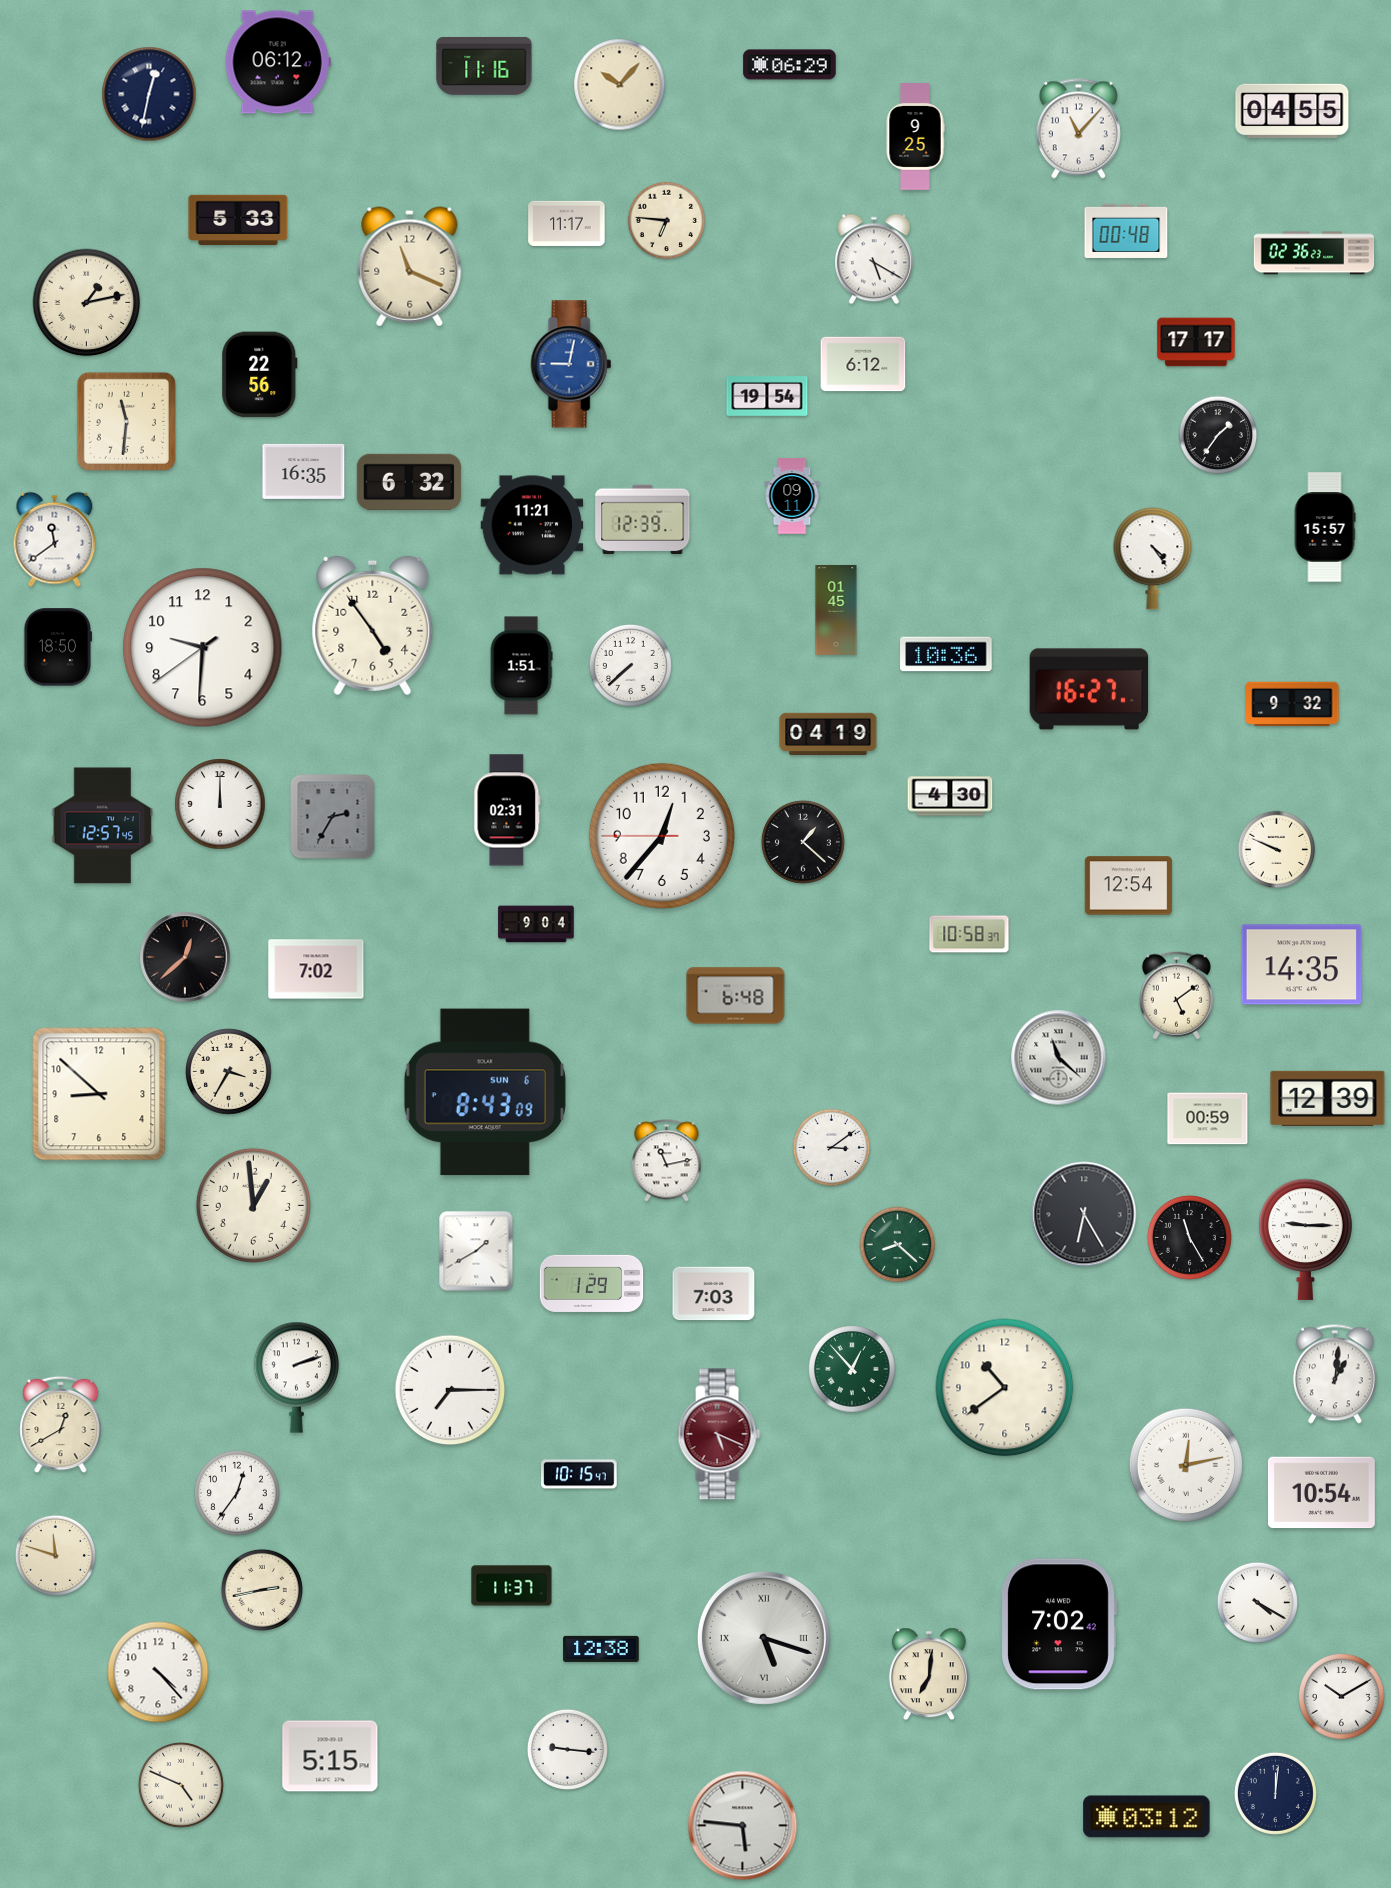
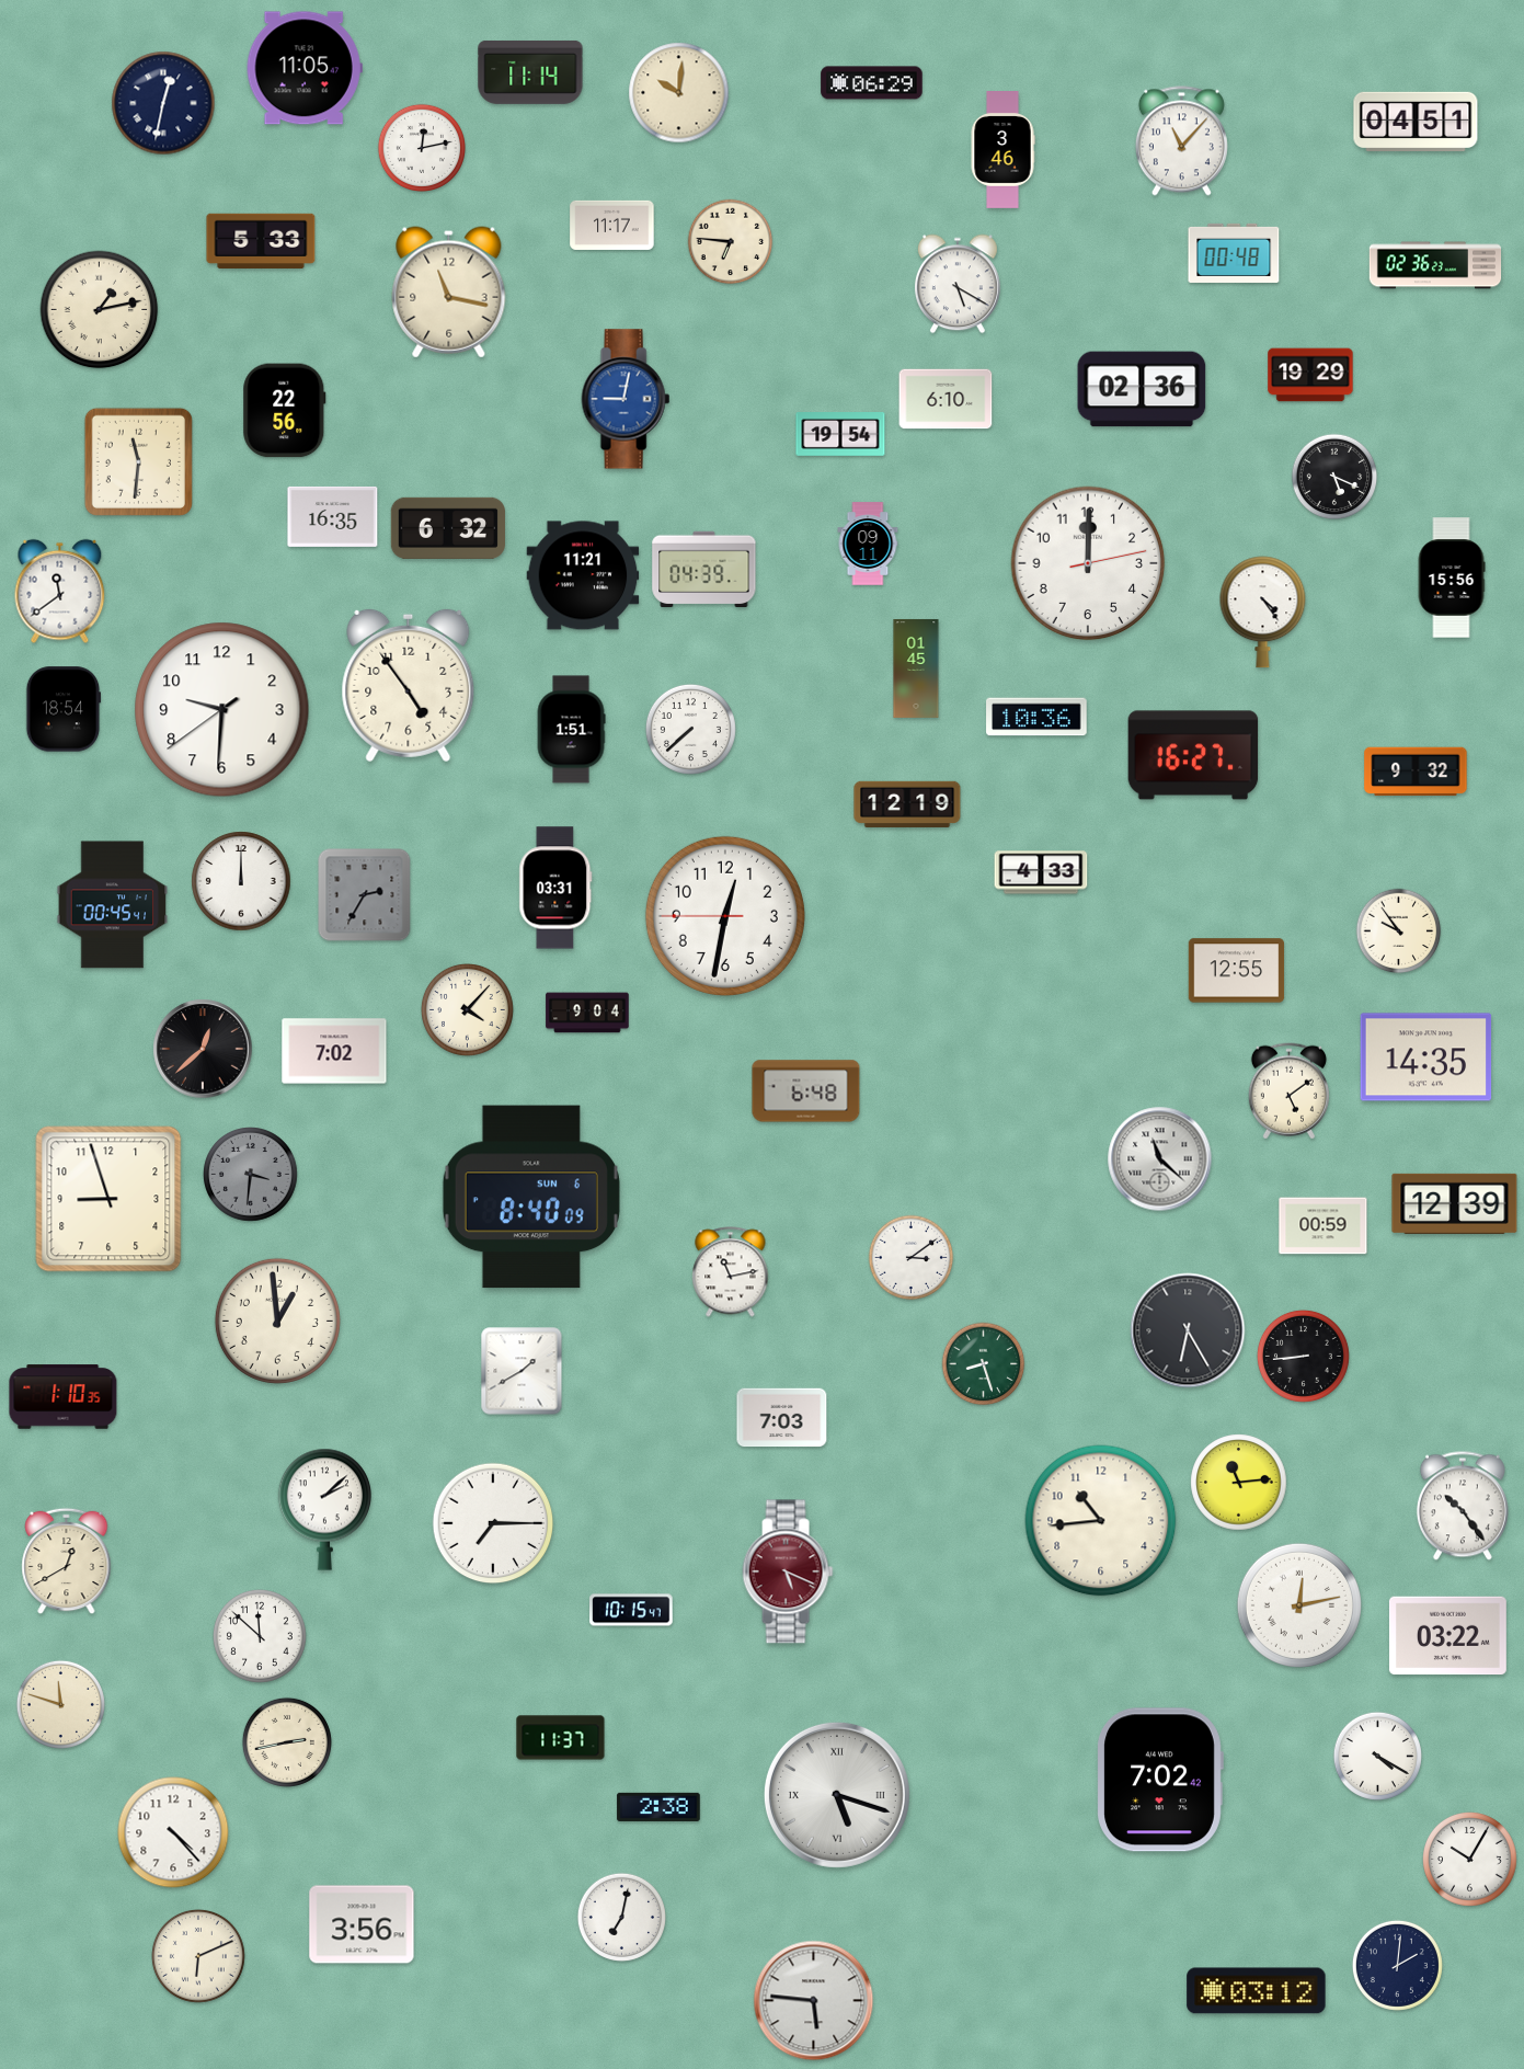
clock at (278, 62): 06:12 -> 11:05
clock at (790, 65) position: (790, 65) -> (872, 83)
clock at (484, 66): 11:16 -> 11:14
clock at (620, 85): 10:07 -> 10:01
clock at (1292, 111): 04:55 -> 04:51
clock at (421, 147): none -> 12:13
clock at (915, 137): 9:25 -> 3:46
clock at (567, 223) position: (567, 223) -> (612, 225)
clock at (1314, 253) position: (1314, 253) -> (1435, 265)
clock at (410, 267): 11:19 -> 11:17
clock at (87, 303) position: (87, 303) -> (100, 310)
clock at (1196, 342): 17:17 -> 19:29
clock at (1142, 389): none -> 02:36
clock at (863, 364): 6:12 -> 6:10
clock at (1218, 435): 1:36 -> 5:19
clock at (1088, 563): none -> 12:00
clock at (643, 519): 12:39 -> 04:39
clock at (1325, 527): 15:57 -> 15:56
clock at (58, 647): 18:50 -> 18:54
clock at (828, 733): 04:19 -> 12:19
clock at (950, 796): 4:30 -> 4:33
clock at (507, 810): 02:31 -> 03:31
clock at (103, 826): 12:57 -> 00:45
clock at (662, 836): 12:36 -> 12:31
clock at (803, 842): 1:22 -> none
clock at (1277, 850): 9:49 -> 9:54
clock at (1129, 886): 12:54 -> 12:55
clock at (467, 1009): none -> 4:07
clock at (969, 934): 10:58 -> none
clock at (316, 969) position: (316, 969) -> (334, 1051)
clock at (229, 1072): 3:35 -> 3:31
clock at (229, 1072) dial: cream -> grey
clock at (485, 1092): 8:43 -> 8:40
clock at (99, 1094): 8:52 -> 8:57
clock at (1189, 1237): 11:25 -> 8:44
clock at (1306, 1239): 9:15 -> none
clock at (898, 1245): 8:22 -> 8:27
clock at (64, 1397): none -> 1:10
clock at (592, 1283): 1:29 -> none
clock at (1239, 1483): none -> 11:14
clock at (852, 1369): 12:53 -> none
clock at (1335, 1374): 1:01 -> 10:24
clock at (296, 1377): 2:12 -> 2:08
clock at (1005, 1388): 10:39 -> 10:44
clock at (579, 1474) position: (579, 1474) -> (631, 1610)
clock at (237, 1493): 12:36 -> 11:52
clock at (1321, 1493): 10:54 -> 03:22
clock at (601, 1649): 12:38 -> 2:38
clock at (929, 1674): 7:01 -> none
clock at (1342, 1697): 10:10 -> 10:05
clock at (567, 1749): 9:16 -> 7:02
clock at (330, 1756): 5:15 -> 3:56
clock at (181, 1785): 4:49 -> 6:11
clock at (1275, 1793): 12:01 -> 2:01
